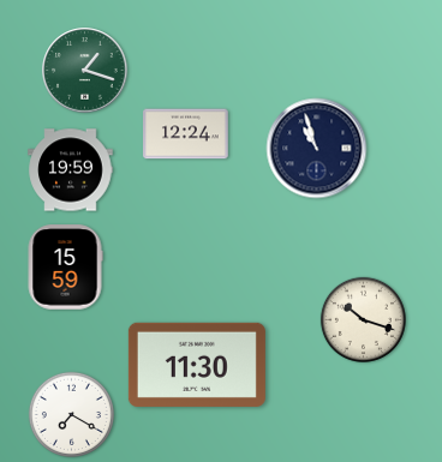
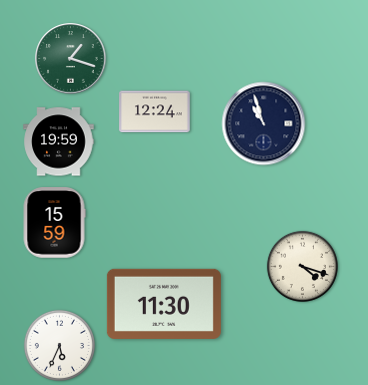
clock at (363, 319): 10:18 -> 4:18
clock at (71, 414): 7:20 -> 5:34
